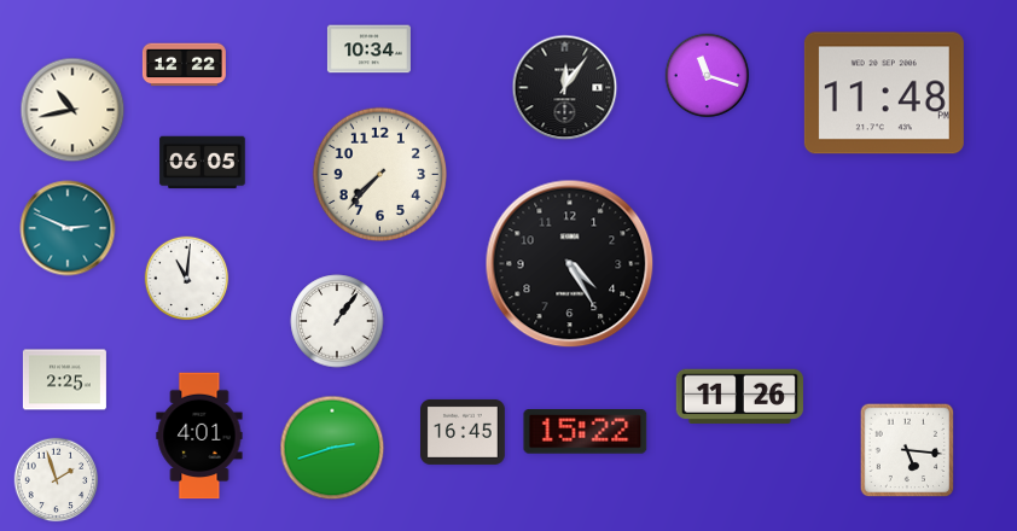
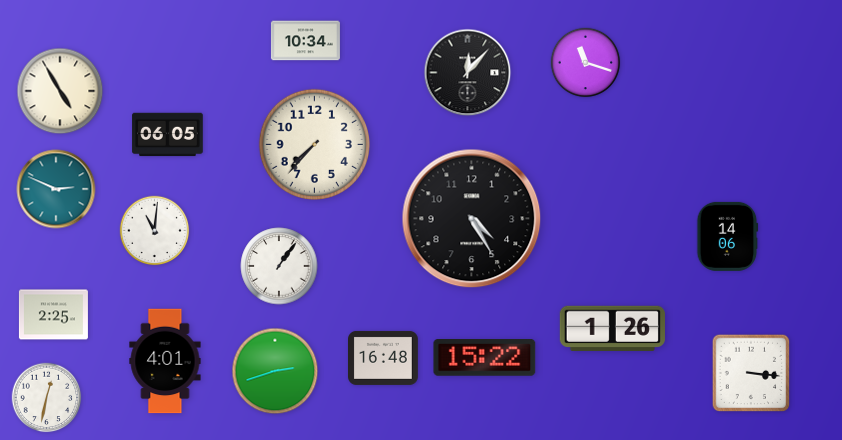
clock at (184, 65): 12:22 -> none
clock at (565, 88): 12:06 -> 12:07
clock at (884, 93): 11:48 -> none
clock at (72, 110): 10:43 -> 4:55
clock at (728, 236): none -> 14:06
clock at (739, 396): 11:26 -> 1:26
clock at (464, 432): 16:45 -> 16:48
clock at (907, 450): 5:16 -> 3:16
clock at (57, 480): 1:57 -> 12:32
